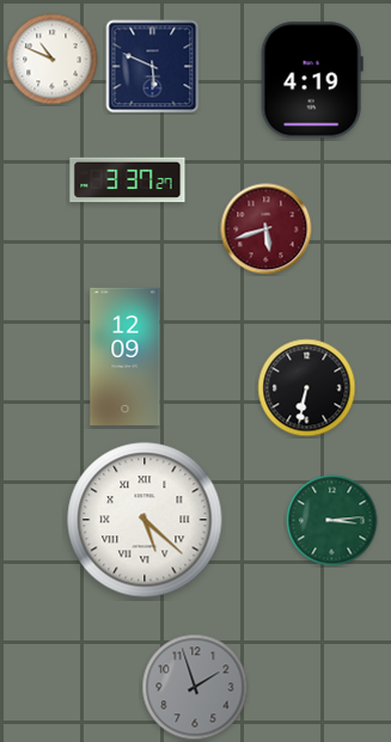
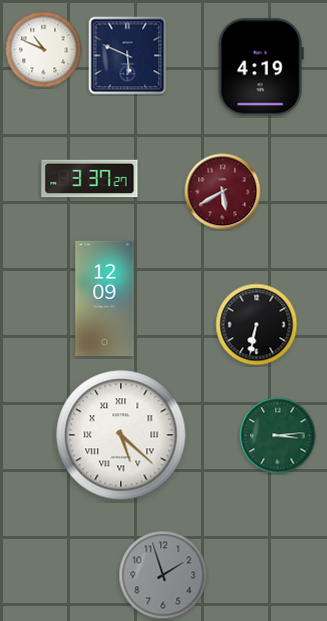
clock at (128, 180) position: (128, 180) -> (90, 179)
clock at (267, 229): 5:42 -> 5:40
